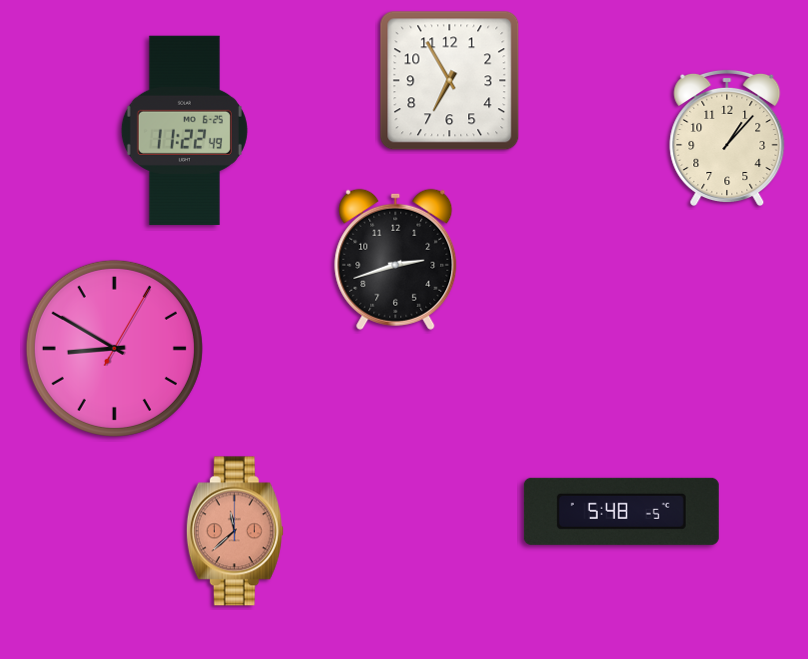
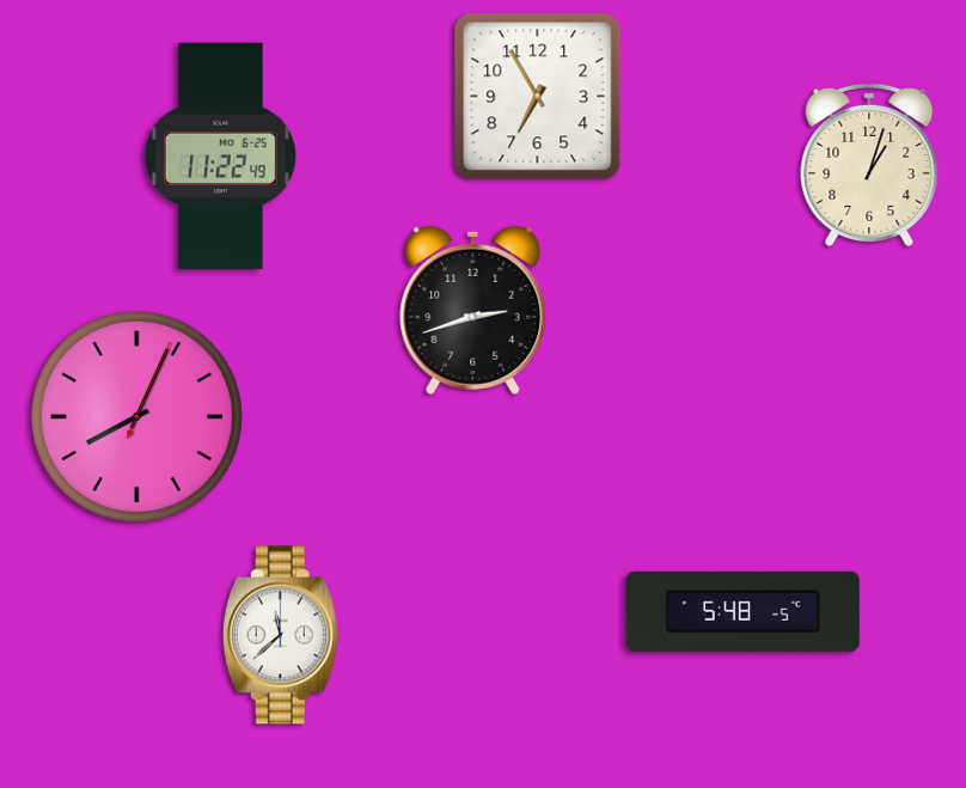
clock at (727, 137): 1:07 -> 1:03
clock at (114, 348): 8:50 -> 8:04
clock at (235, 531) dial: salmon -> white
